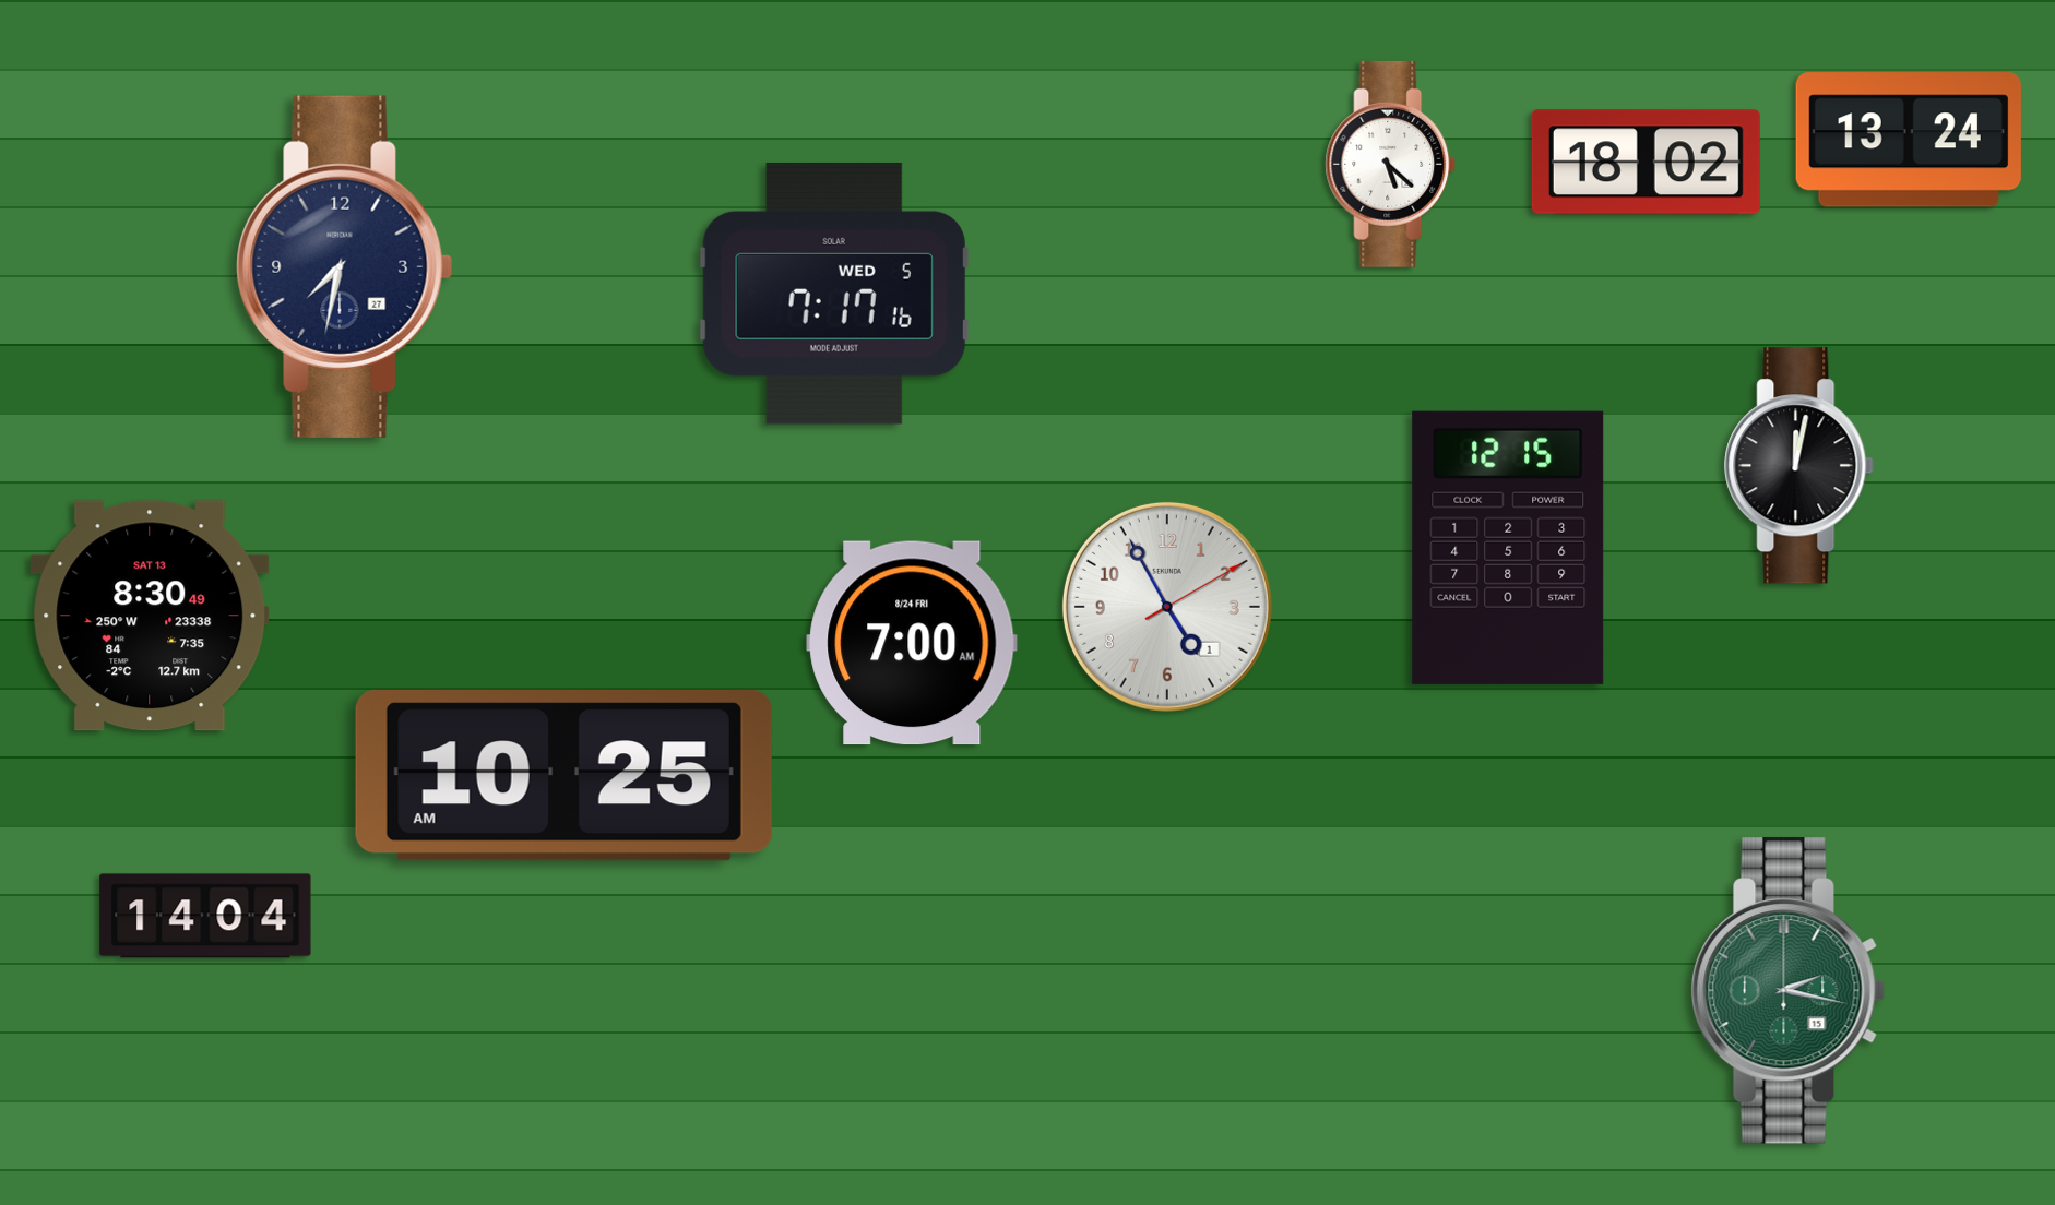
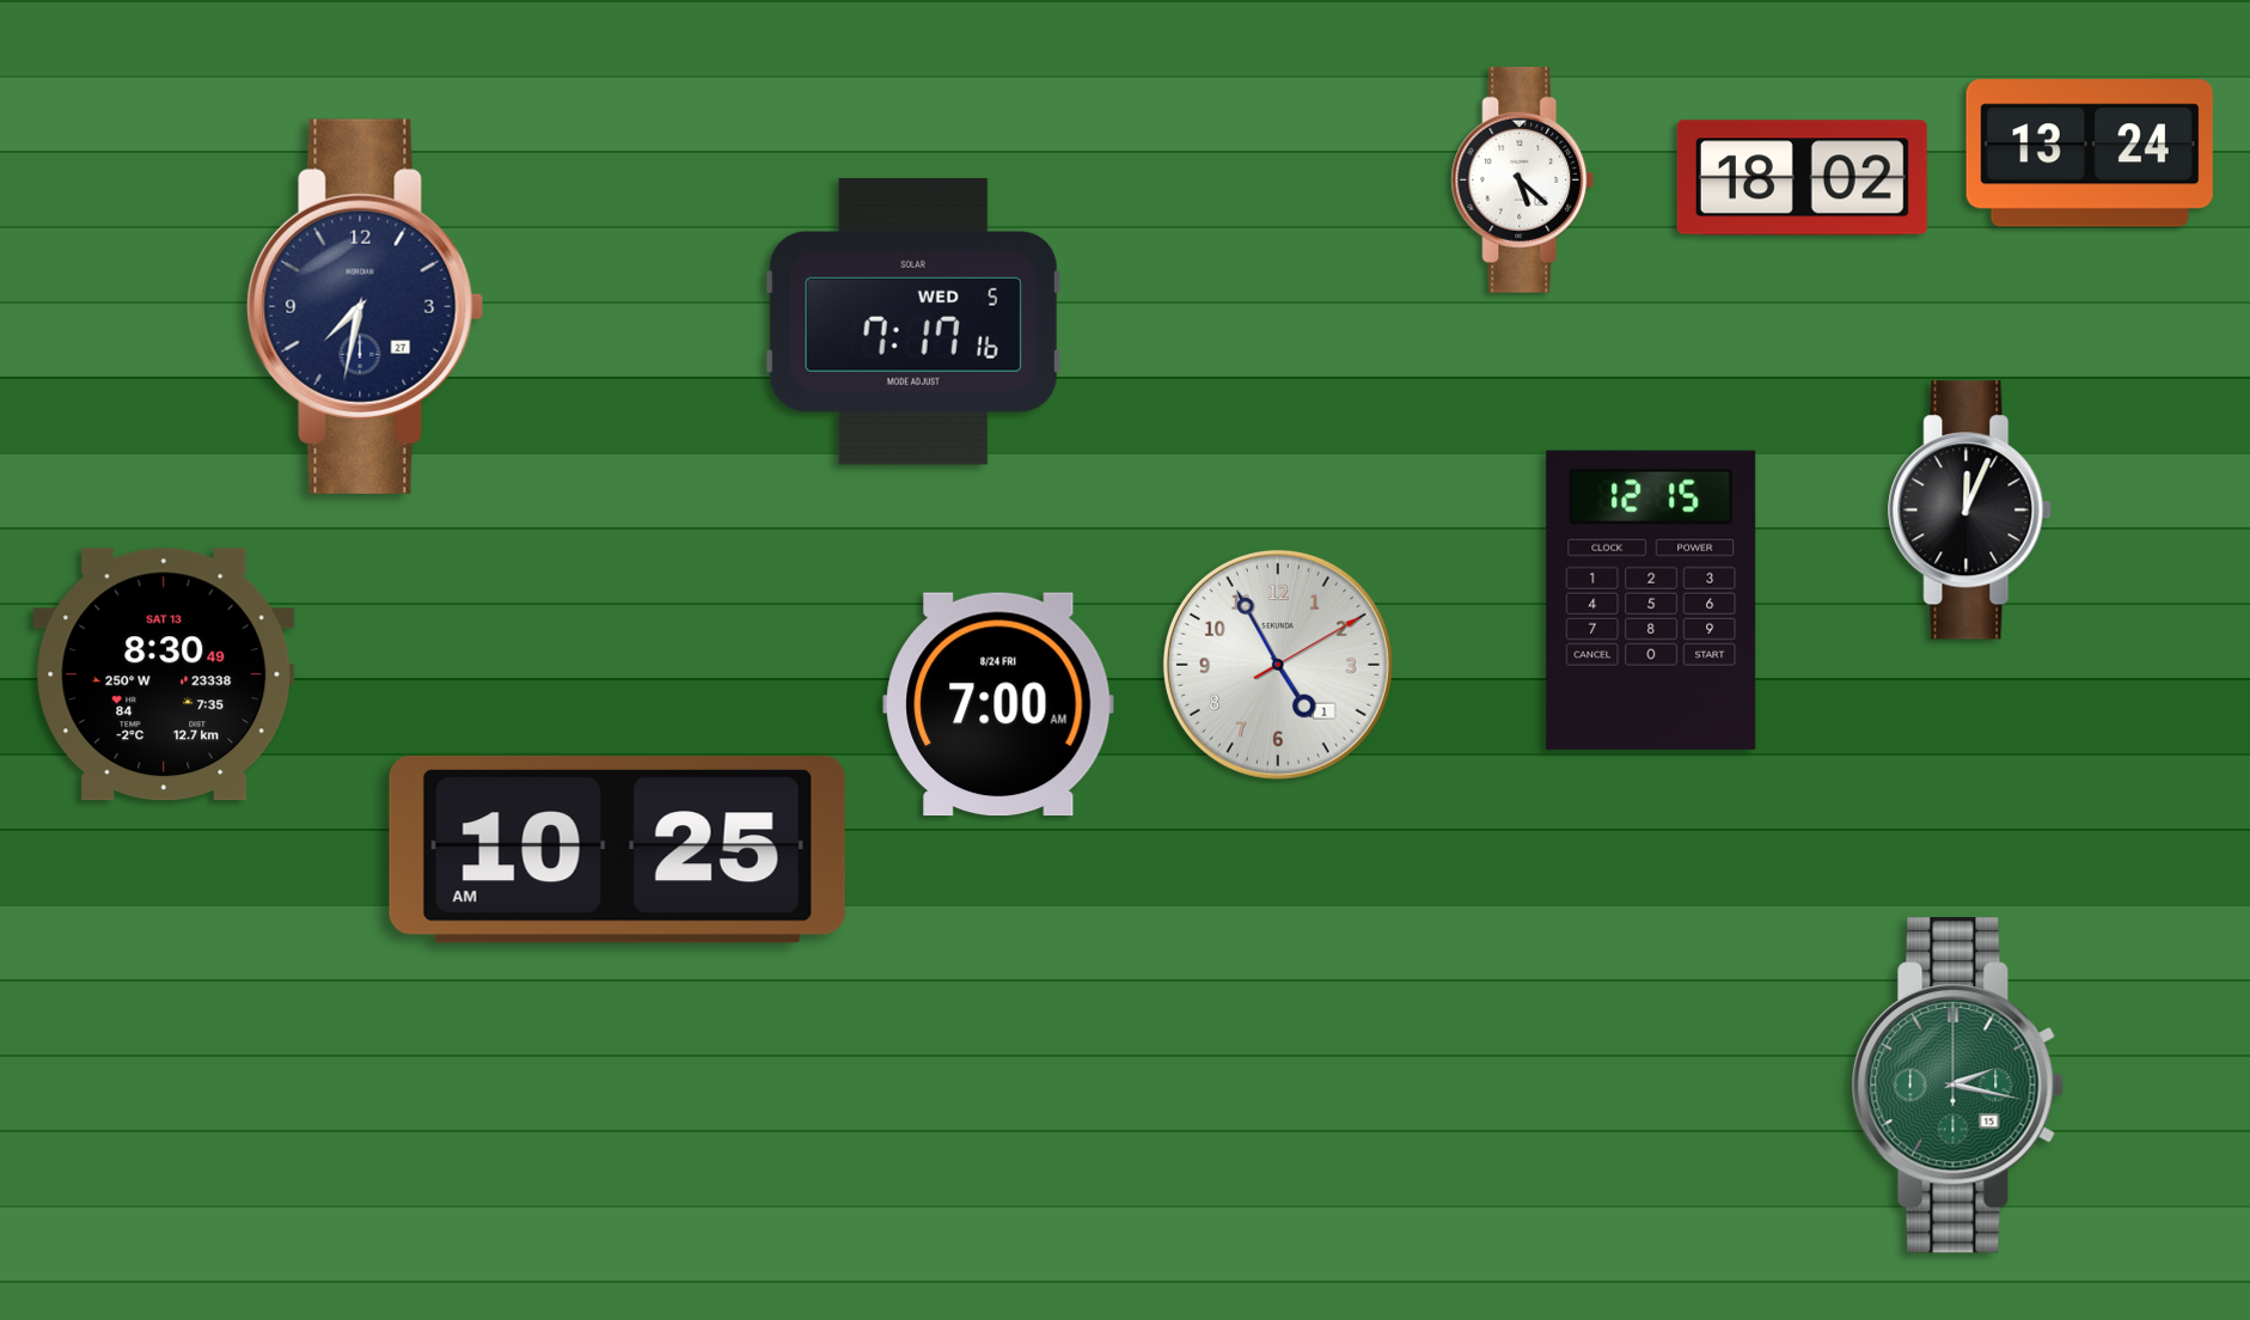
clock at (345, 266) position: (345, 266) -> (366, 306)
clock at (1799, 466): 12:02 -> 12:04
clock at (205, 916): 14:04 -> none
